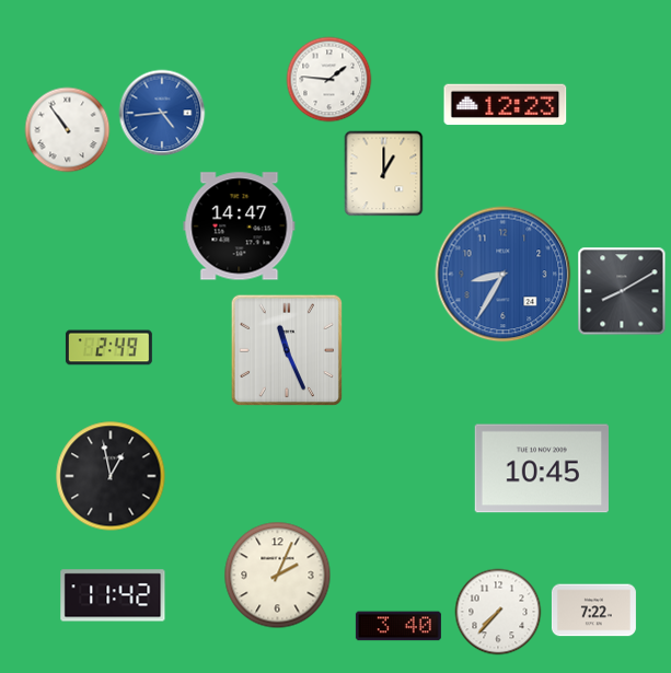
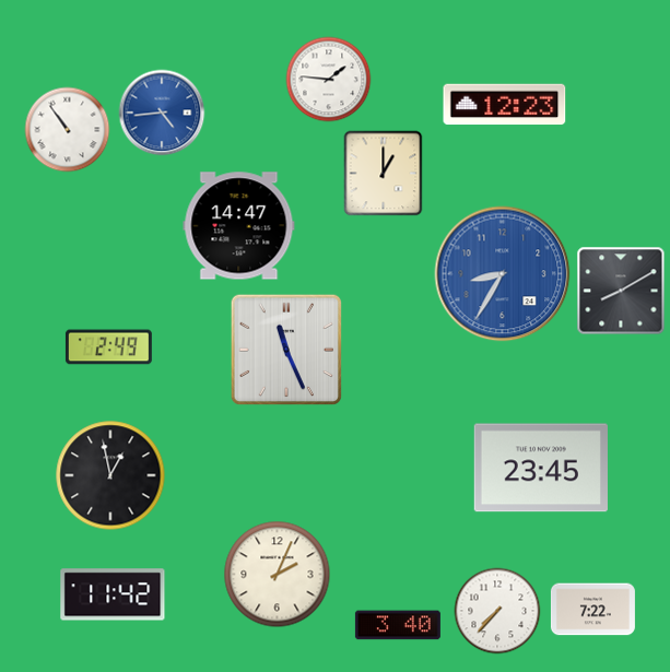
clock at (542, 468): 10:45 -> 23:45
